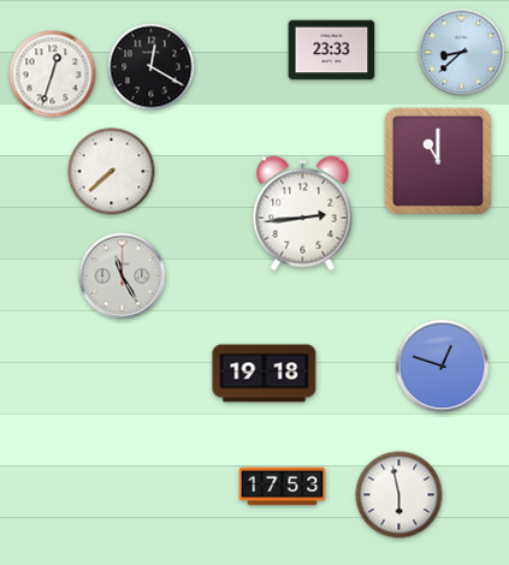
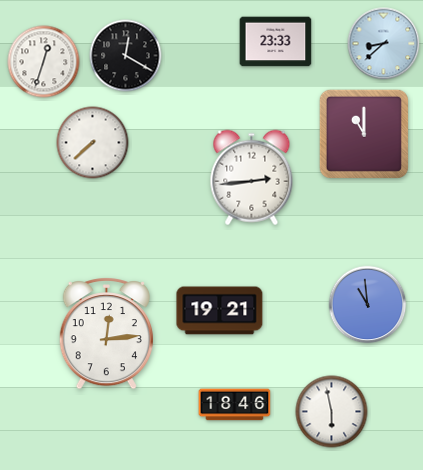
clock at (123, 276): 11:25 -> none
clock at (443, 367): 12:48 -> 10:59
clock at (265, 374): 19:18 -> 19:21
clock at (106, 334): none -> 12:14
clock at (283, 487): 17:53 -> 18:46
